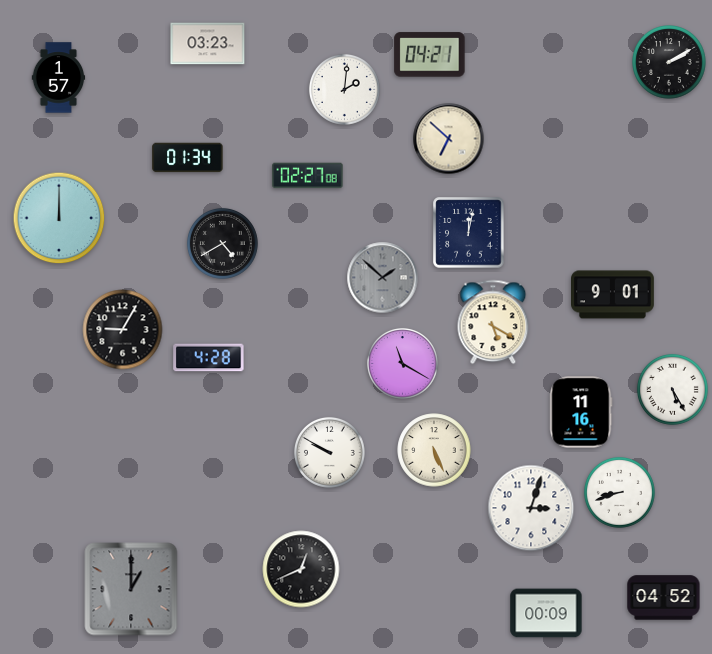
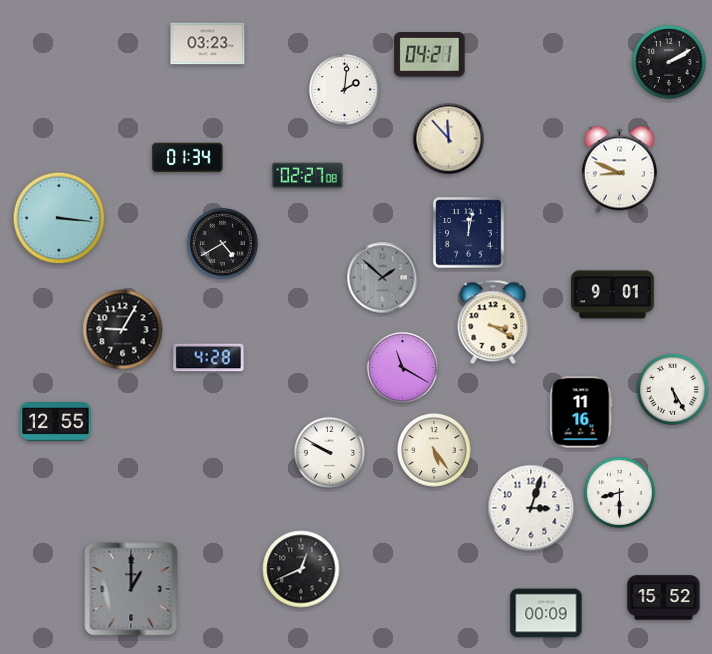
clock at (59, 78): 1:57 -> none
clock at (449, 139): 6:52 -> 11:53
clock at (619, 170): none -> 8:49
clock at (59, 218): 12:00 -> 3:16
clock at (493, 322): 5:20 -> 3:20
clock at (402, 363) position: (402, 363) -> (402, 367)
clock at (56, 422): none -> 12:55
clock at (434, 450): 5:26 -> 5:24
clock at (619, 492): 8:42 -> 8:30
clock at (664, 598): 04:52 -> 15:52
